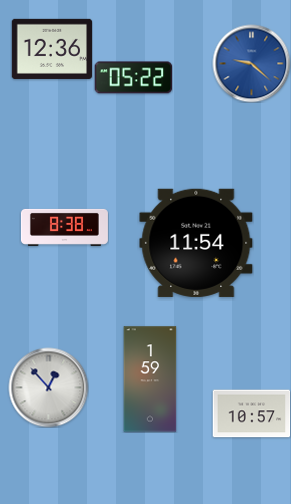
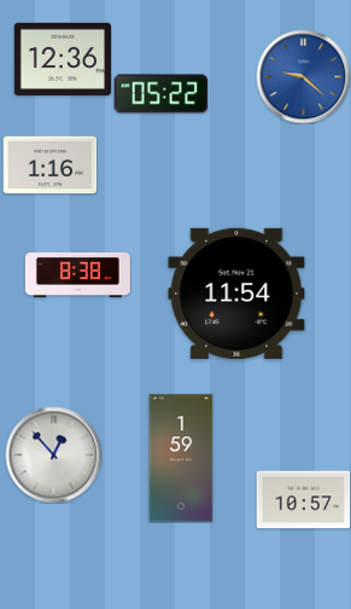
clock at (49, 166): none -> 1:16
clock at (48, 387) position: (48, 387) -> (53, 454)
